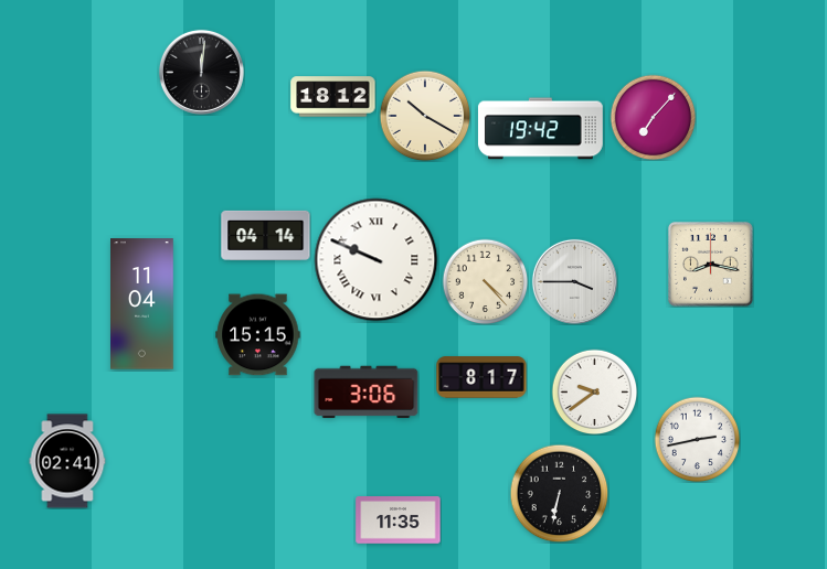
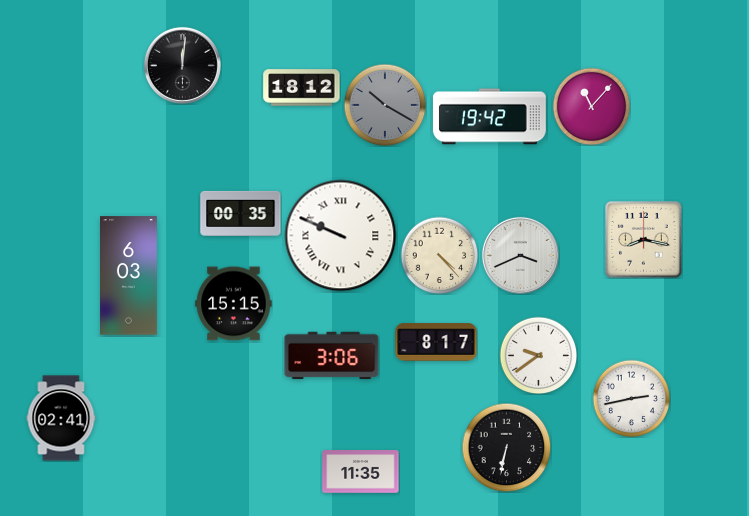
clock at (425, 116) dial: cream -> grey
clock at (653, 117): 7:07 -> 11:07
clock at (266, 235): 04:14 -> 00:35
clock at (574, 281): 3:45 -> 3:41
clock at (142, 304): 11:04 -> 6:03
